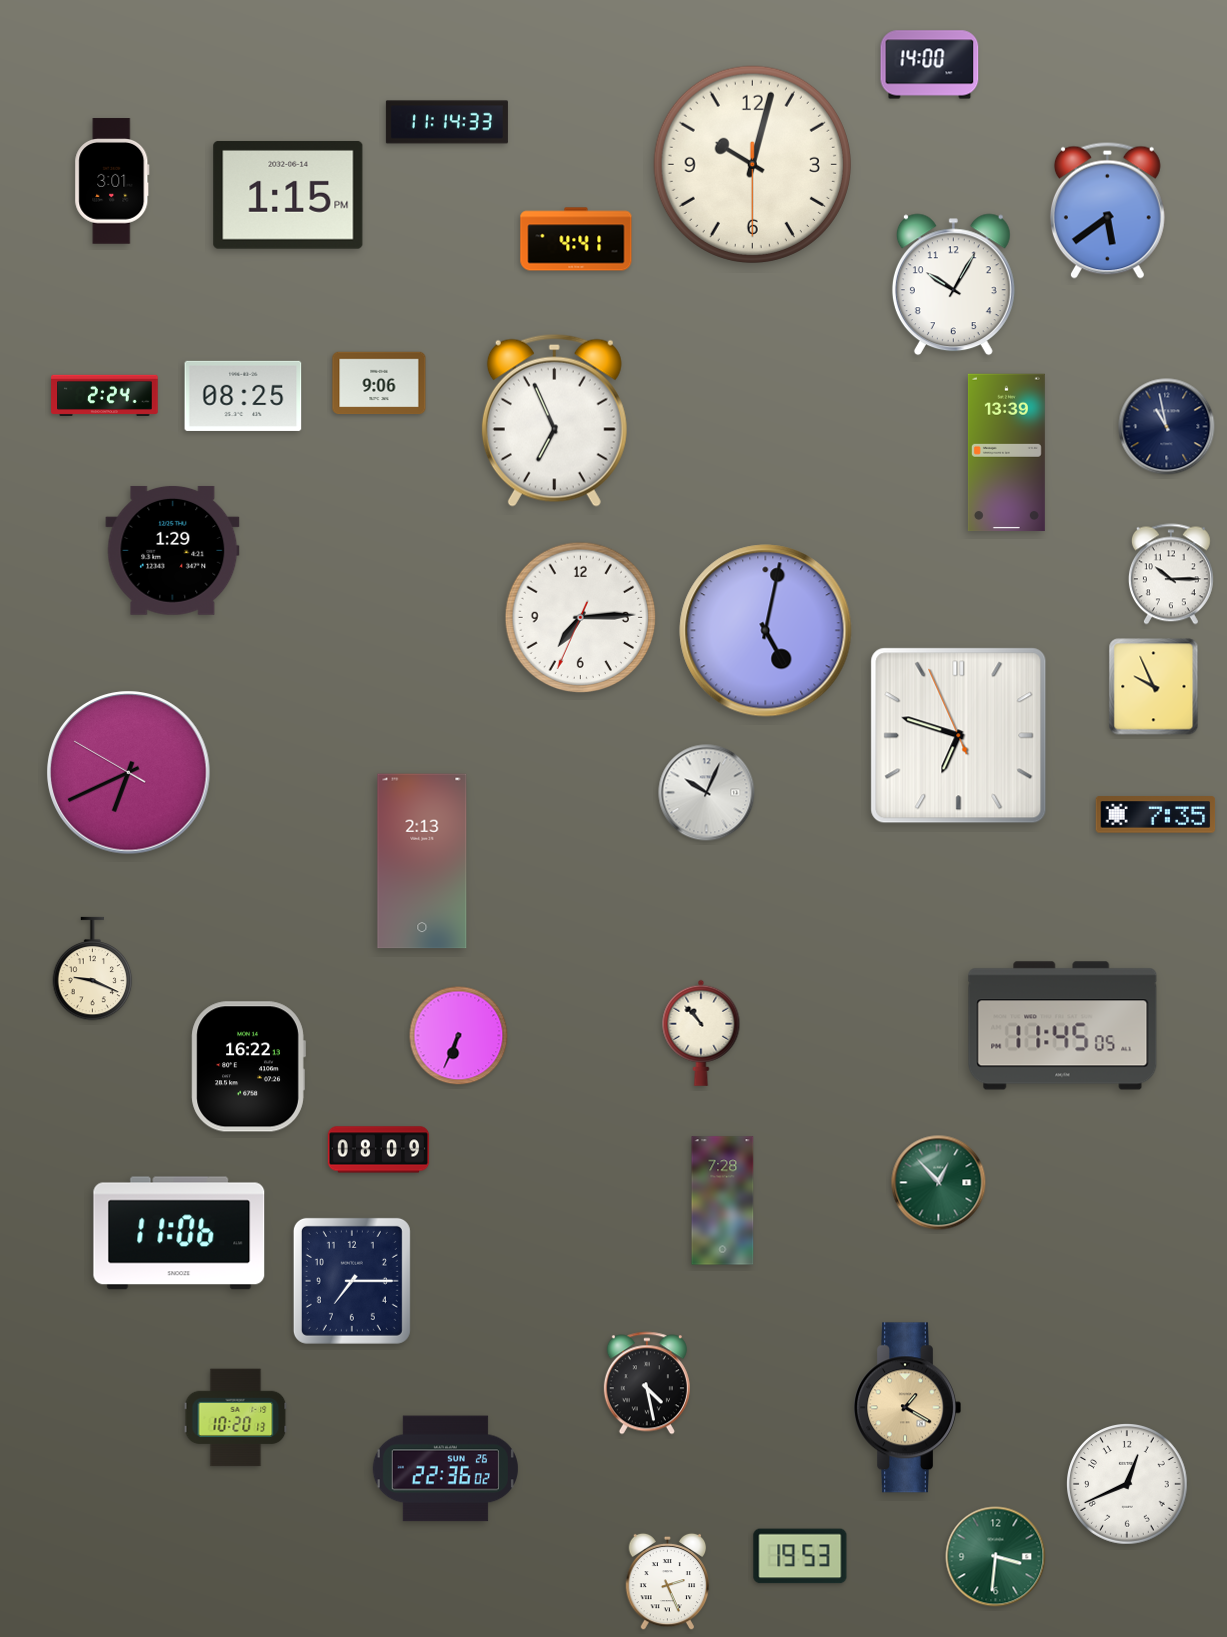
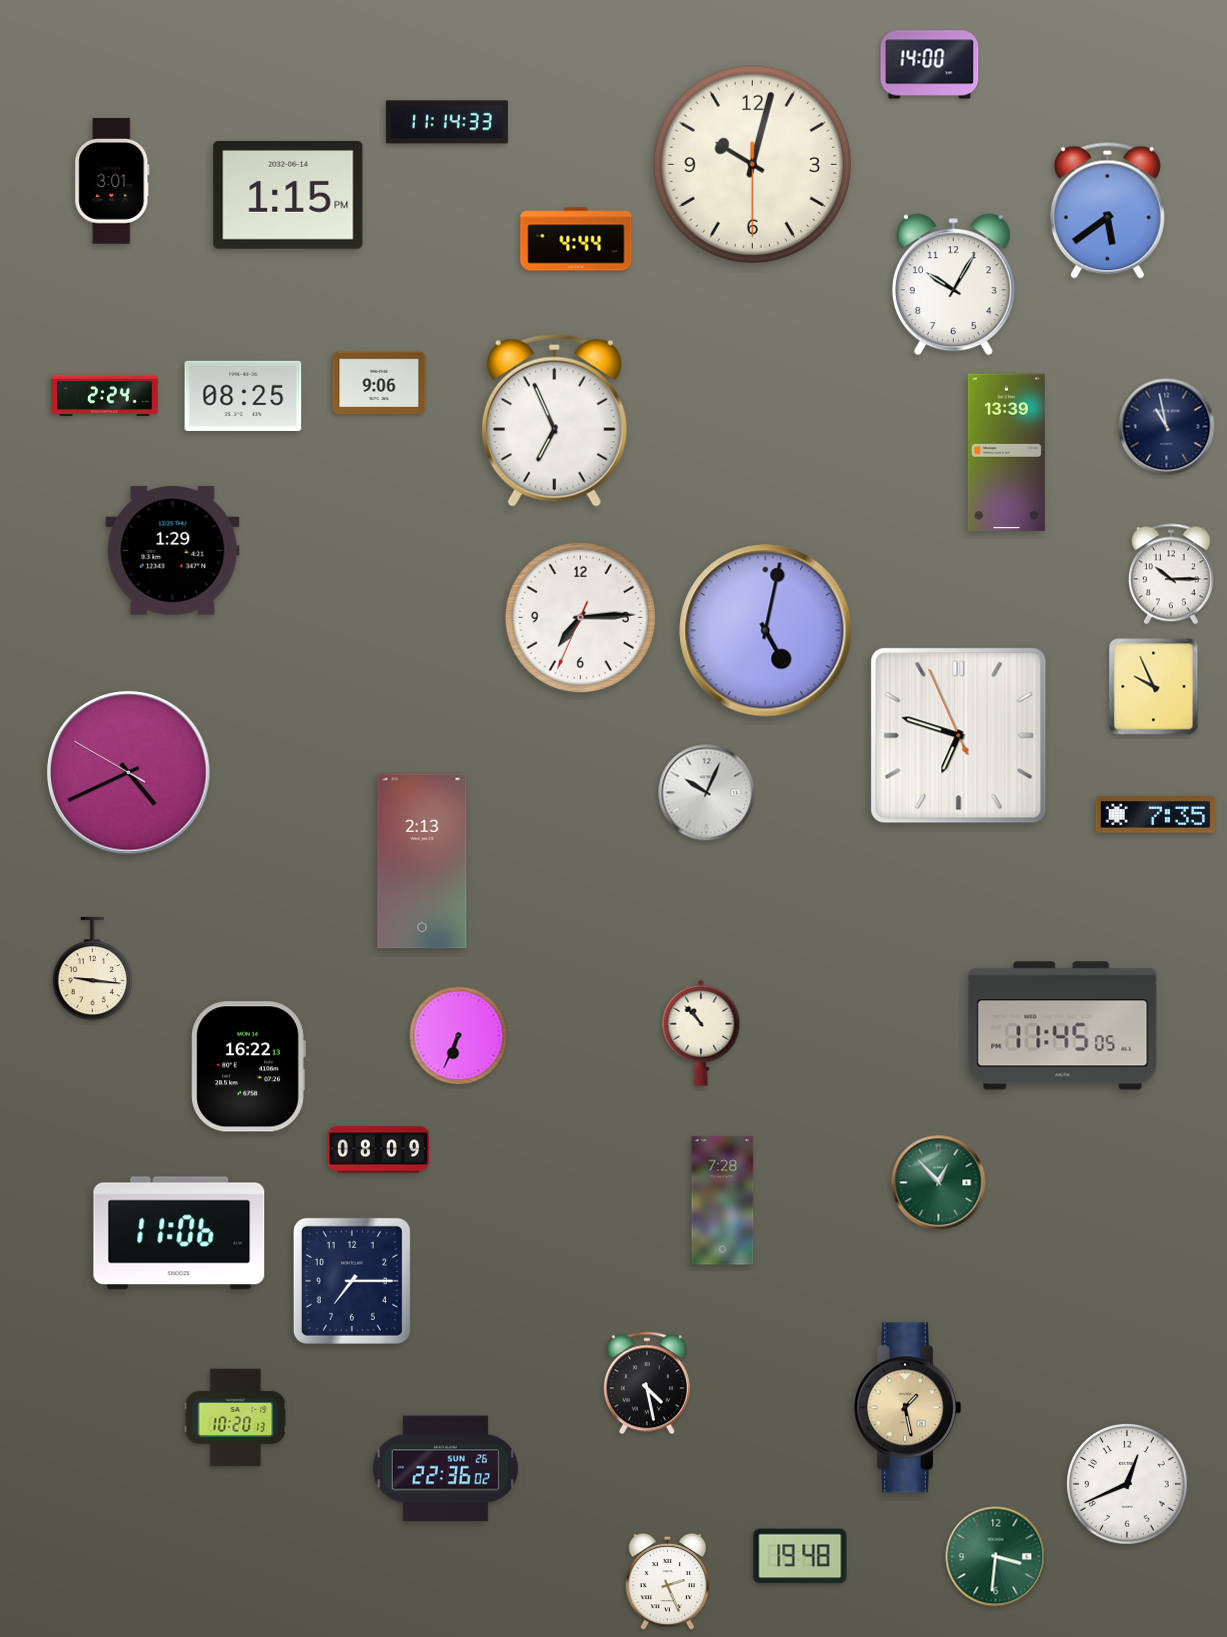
clock at (576, 239): 4:41 -> 4:44
clock at (129, 773): 6:40 -> 4:40
clock at (93, 969): 9:19 -> 9:16
clock at (907, 1408): 1:20 -> 1:28
clock at (800, 1556): 19:53 -> 19:48
